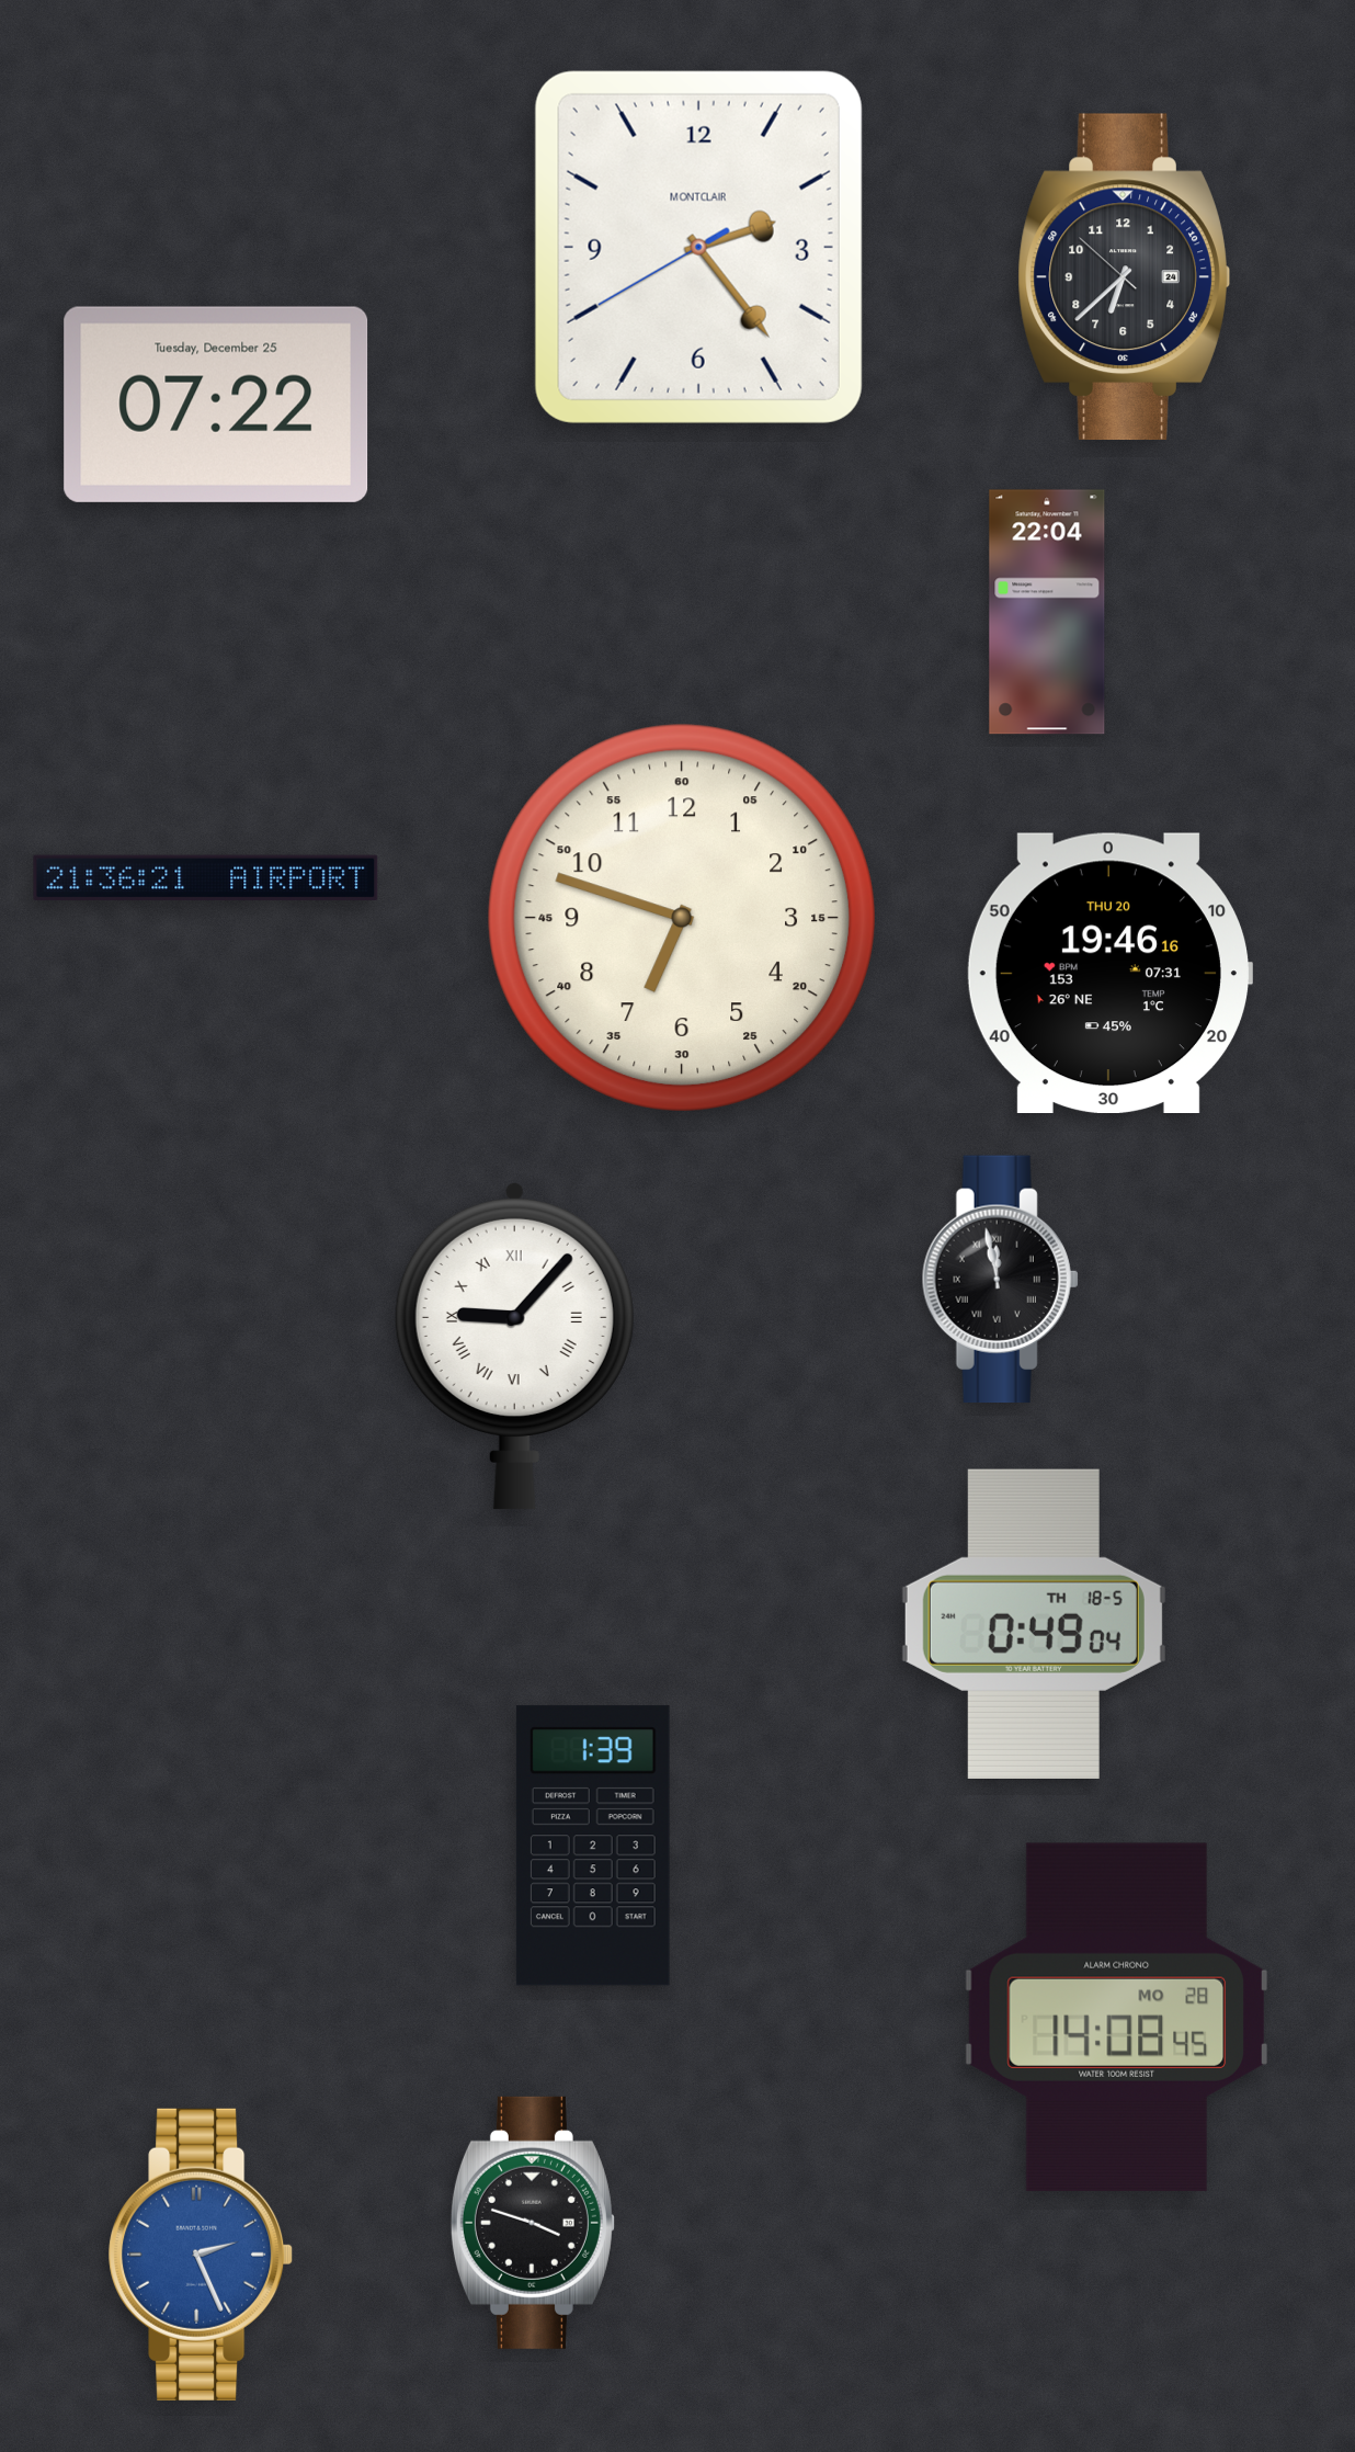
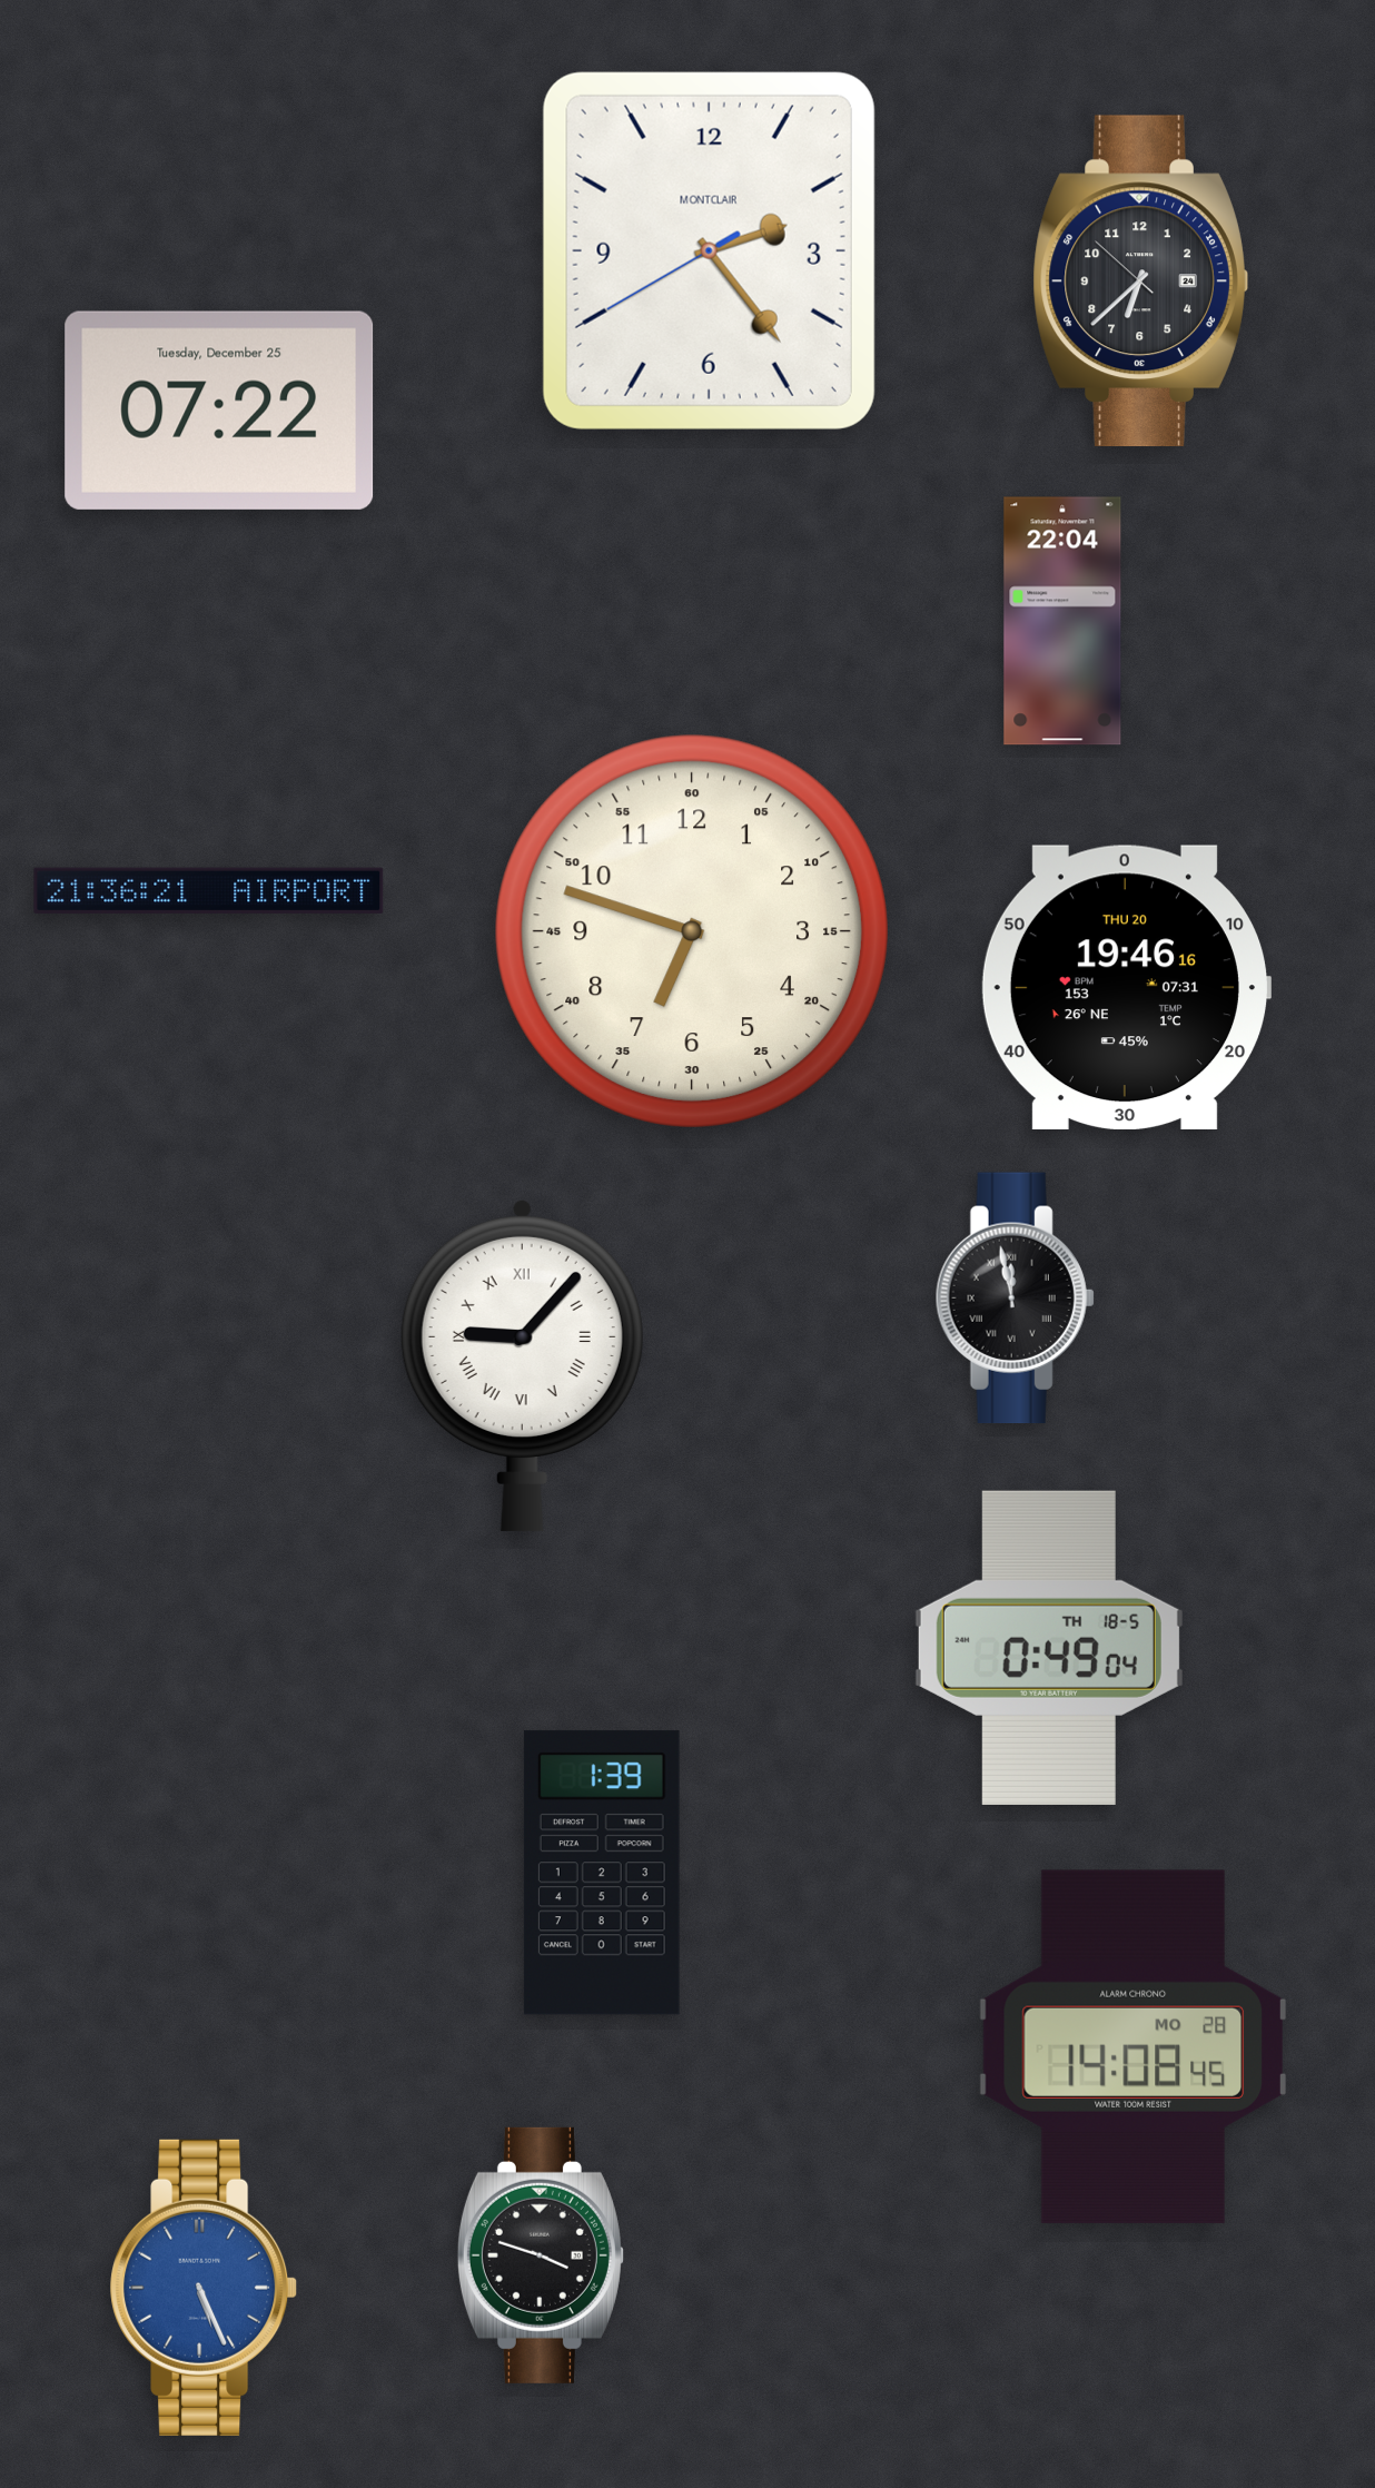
clock at (201, 2255): 2:26 -> 5:26
